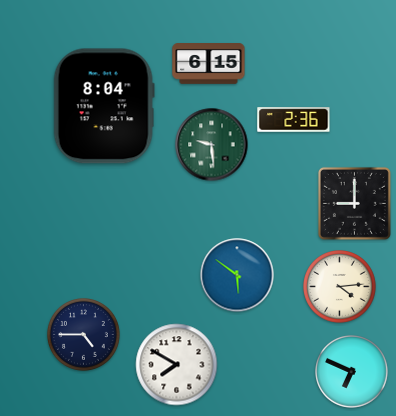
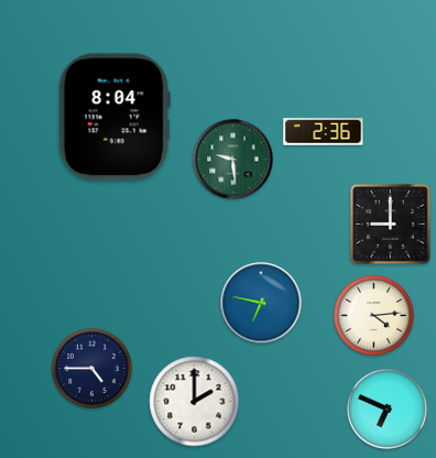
clock at (209, 64): 6:15 -> none
clock at (237, 275): 5:51 -> 6:47
clock at (177, 365): 7:50 -> 2:00
